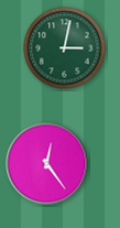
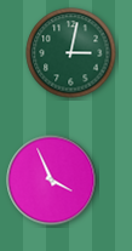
clock at (47, 164): 12:24 -> 3:56
